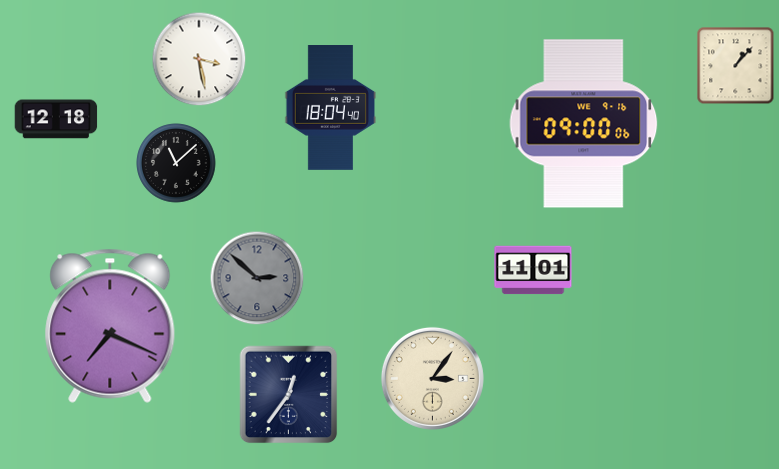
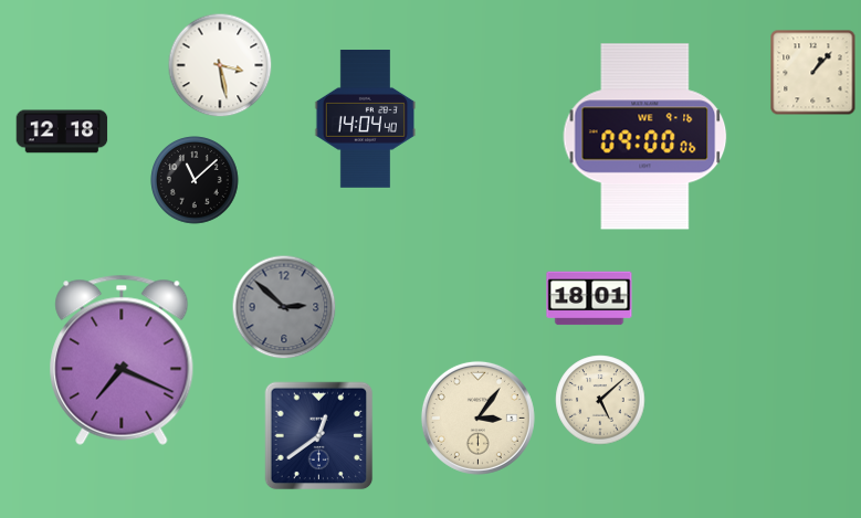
clock at (331, 108): 18:04 -> 14:04
clock at (533, 270): 11:01 -> 18:01
clock at (600, 400): none -> 5:08
clock at (289, 395): 12:36 -> 12:39
